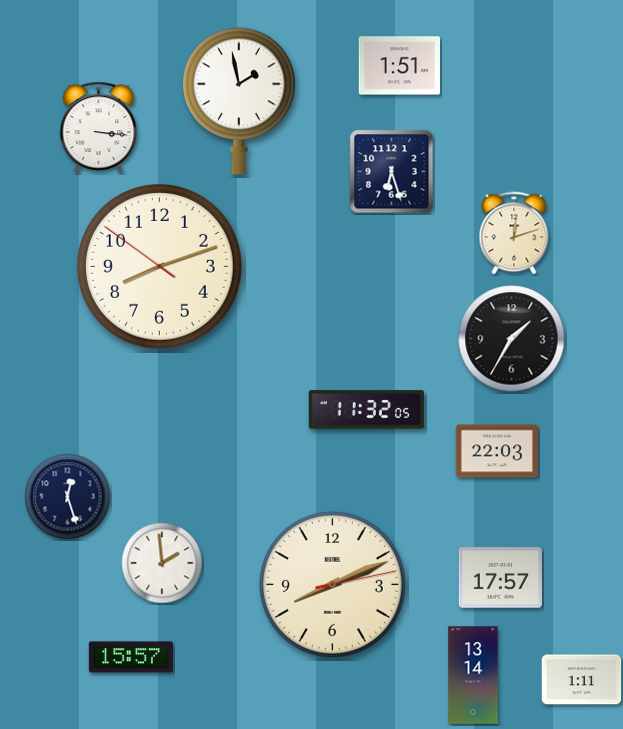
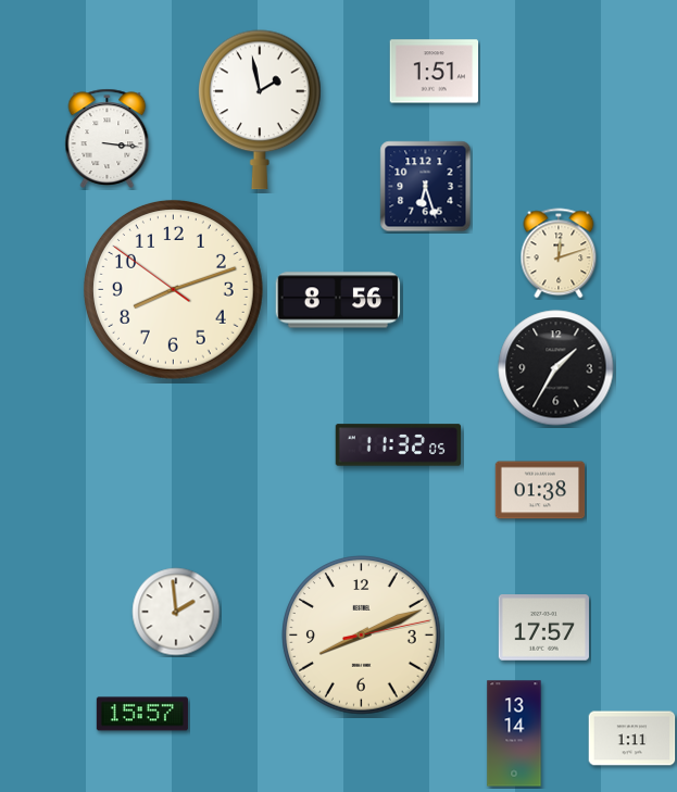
clock at (338, 300): none -> 8:56
clock at (497, 451): 22:03 -> 01:38
clock at (68, 497): 12:27 -> none
